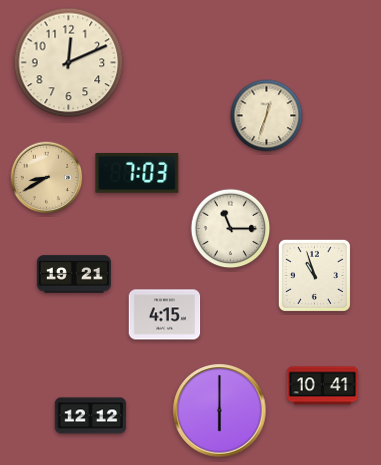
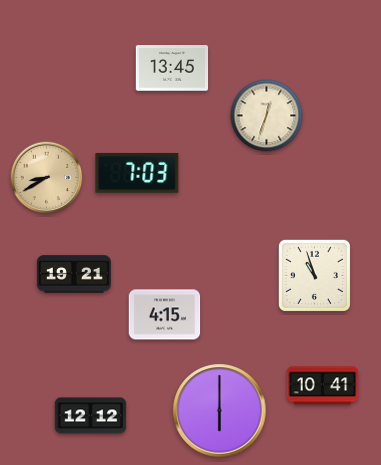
clock at (69, 63): 12:11 -> none
clock at (172, 68): none -> 13:45
clock at (231, 229): 11:15 -> none
